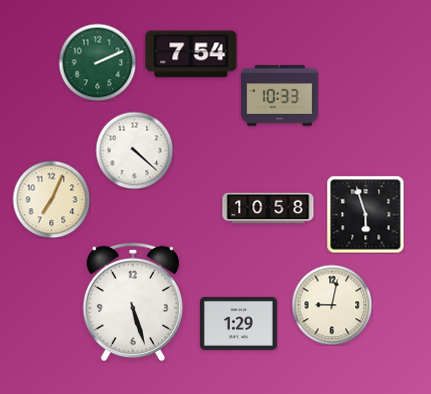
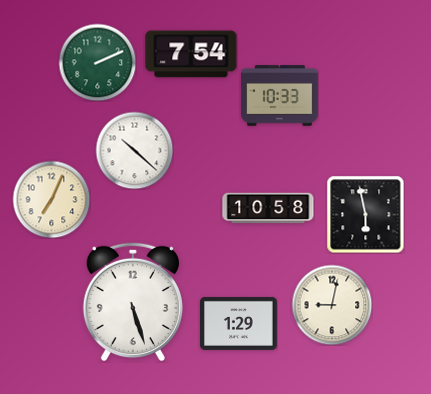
clock at (134, 150): 4:22 -> 10:22
clock at (365, 214): 5:57 -> 5:58
